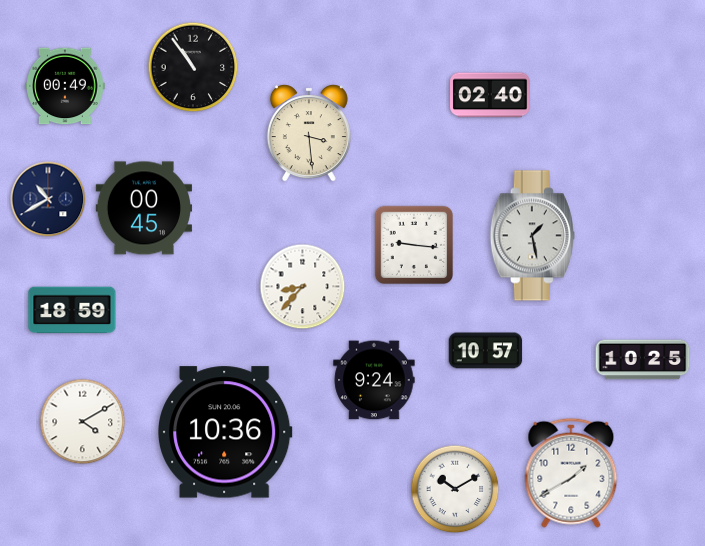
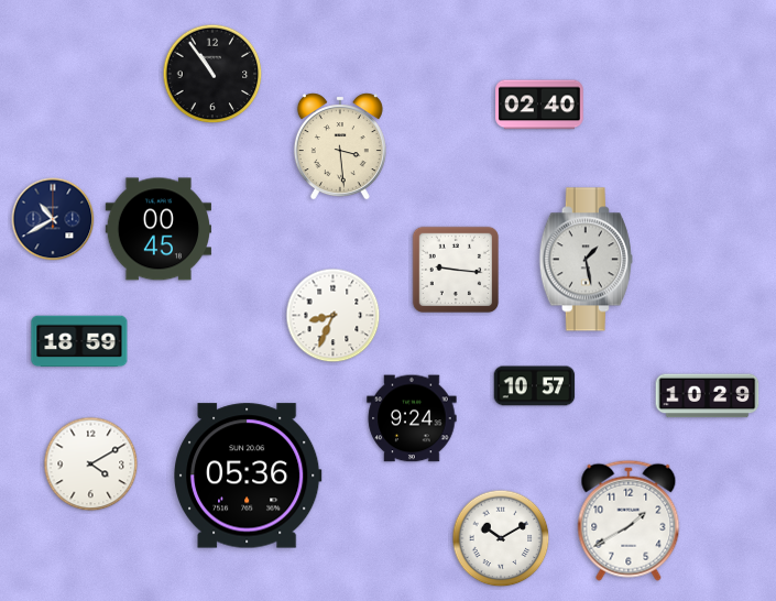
clock at (65, 86): 00:49 -> none
clock at (303, 287): 8:37 -> 8:34
clock at (643, 360): 10:25 -> 10:29
clock at (226, 432): 10:36 -> 05:36
